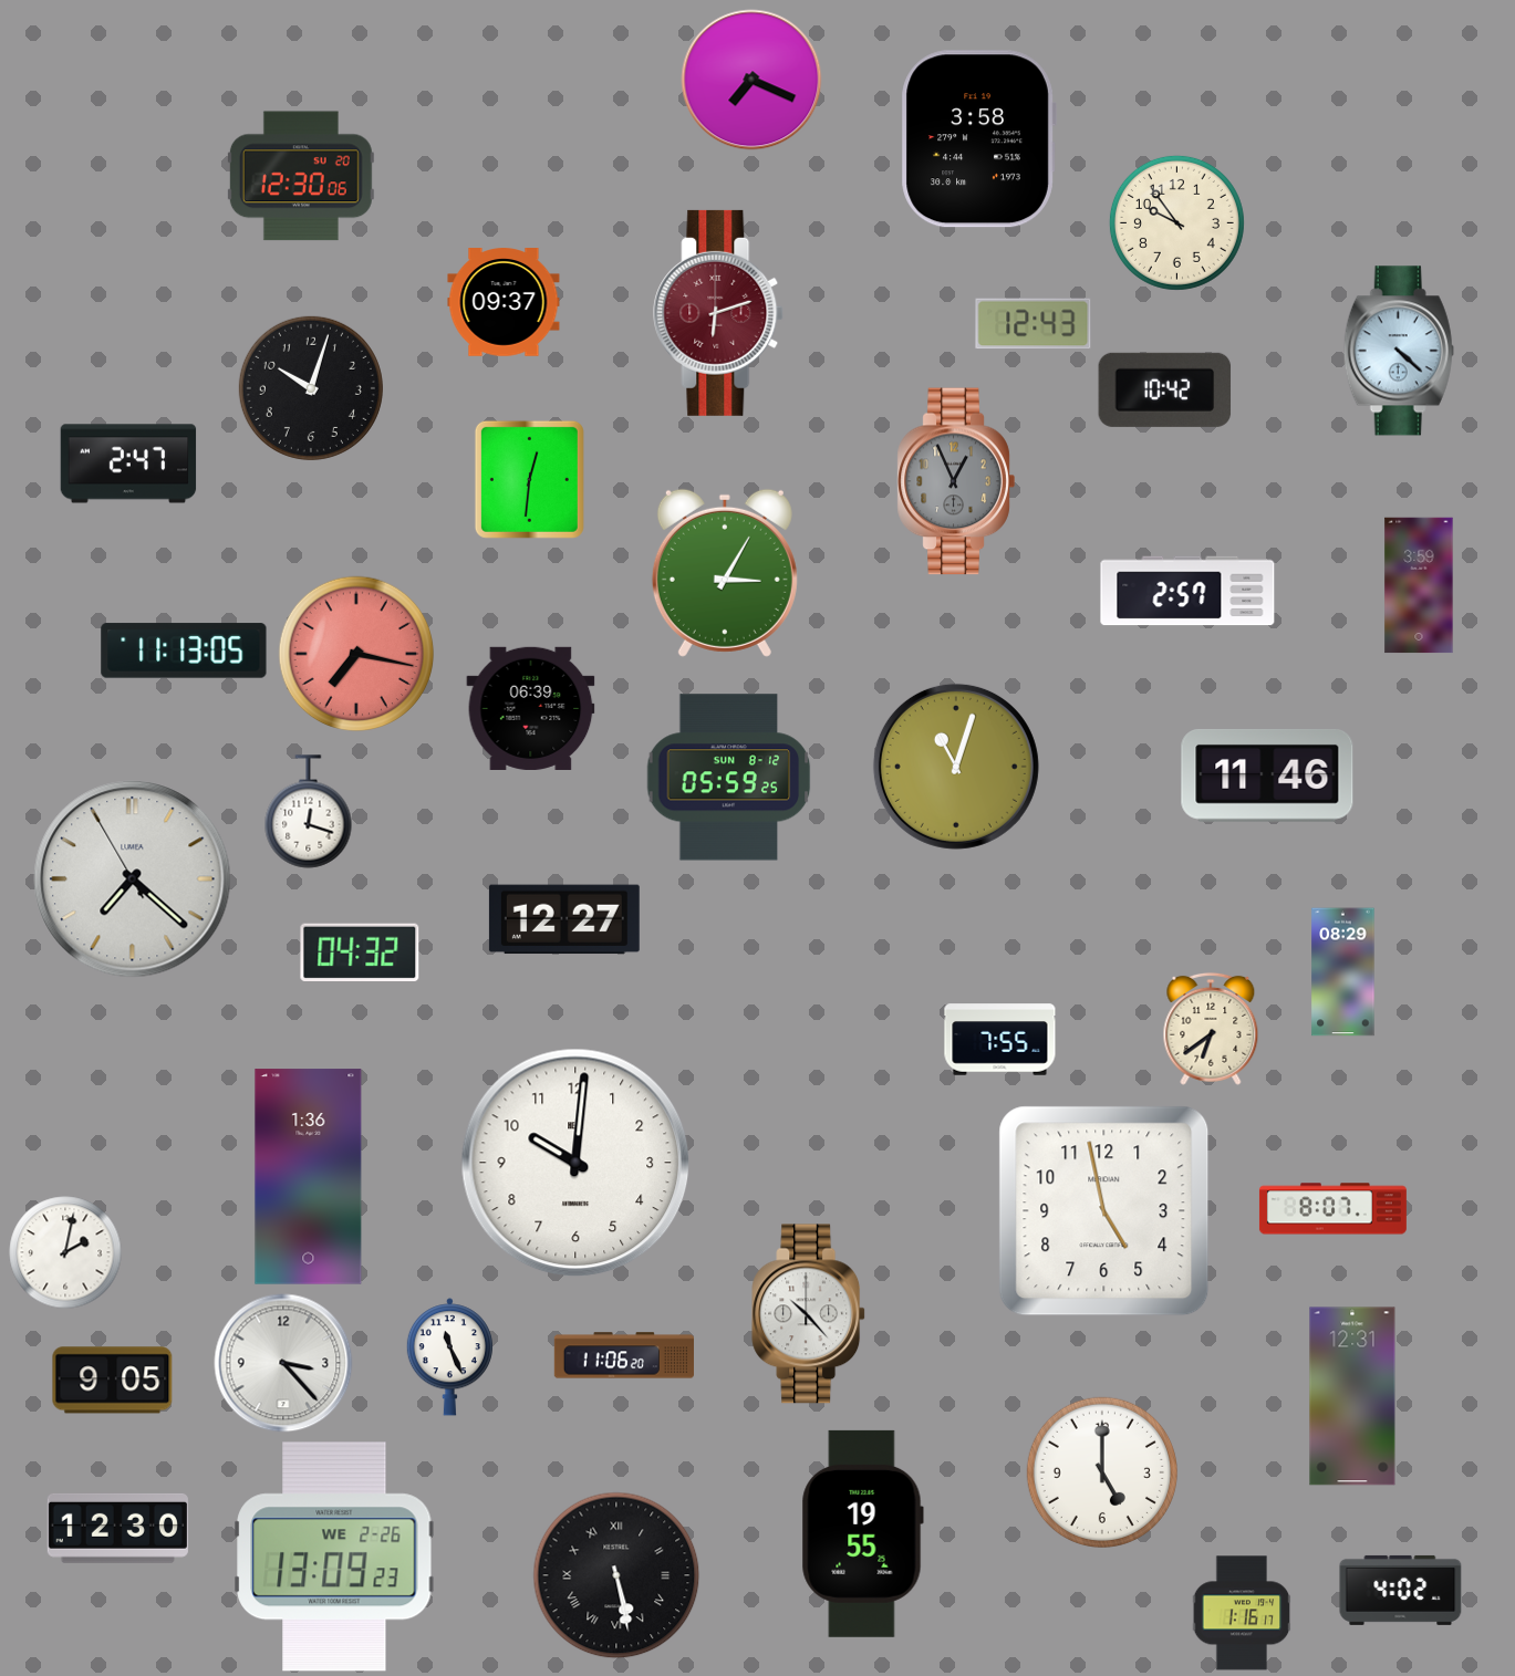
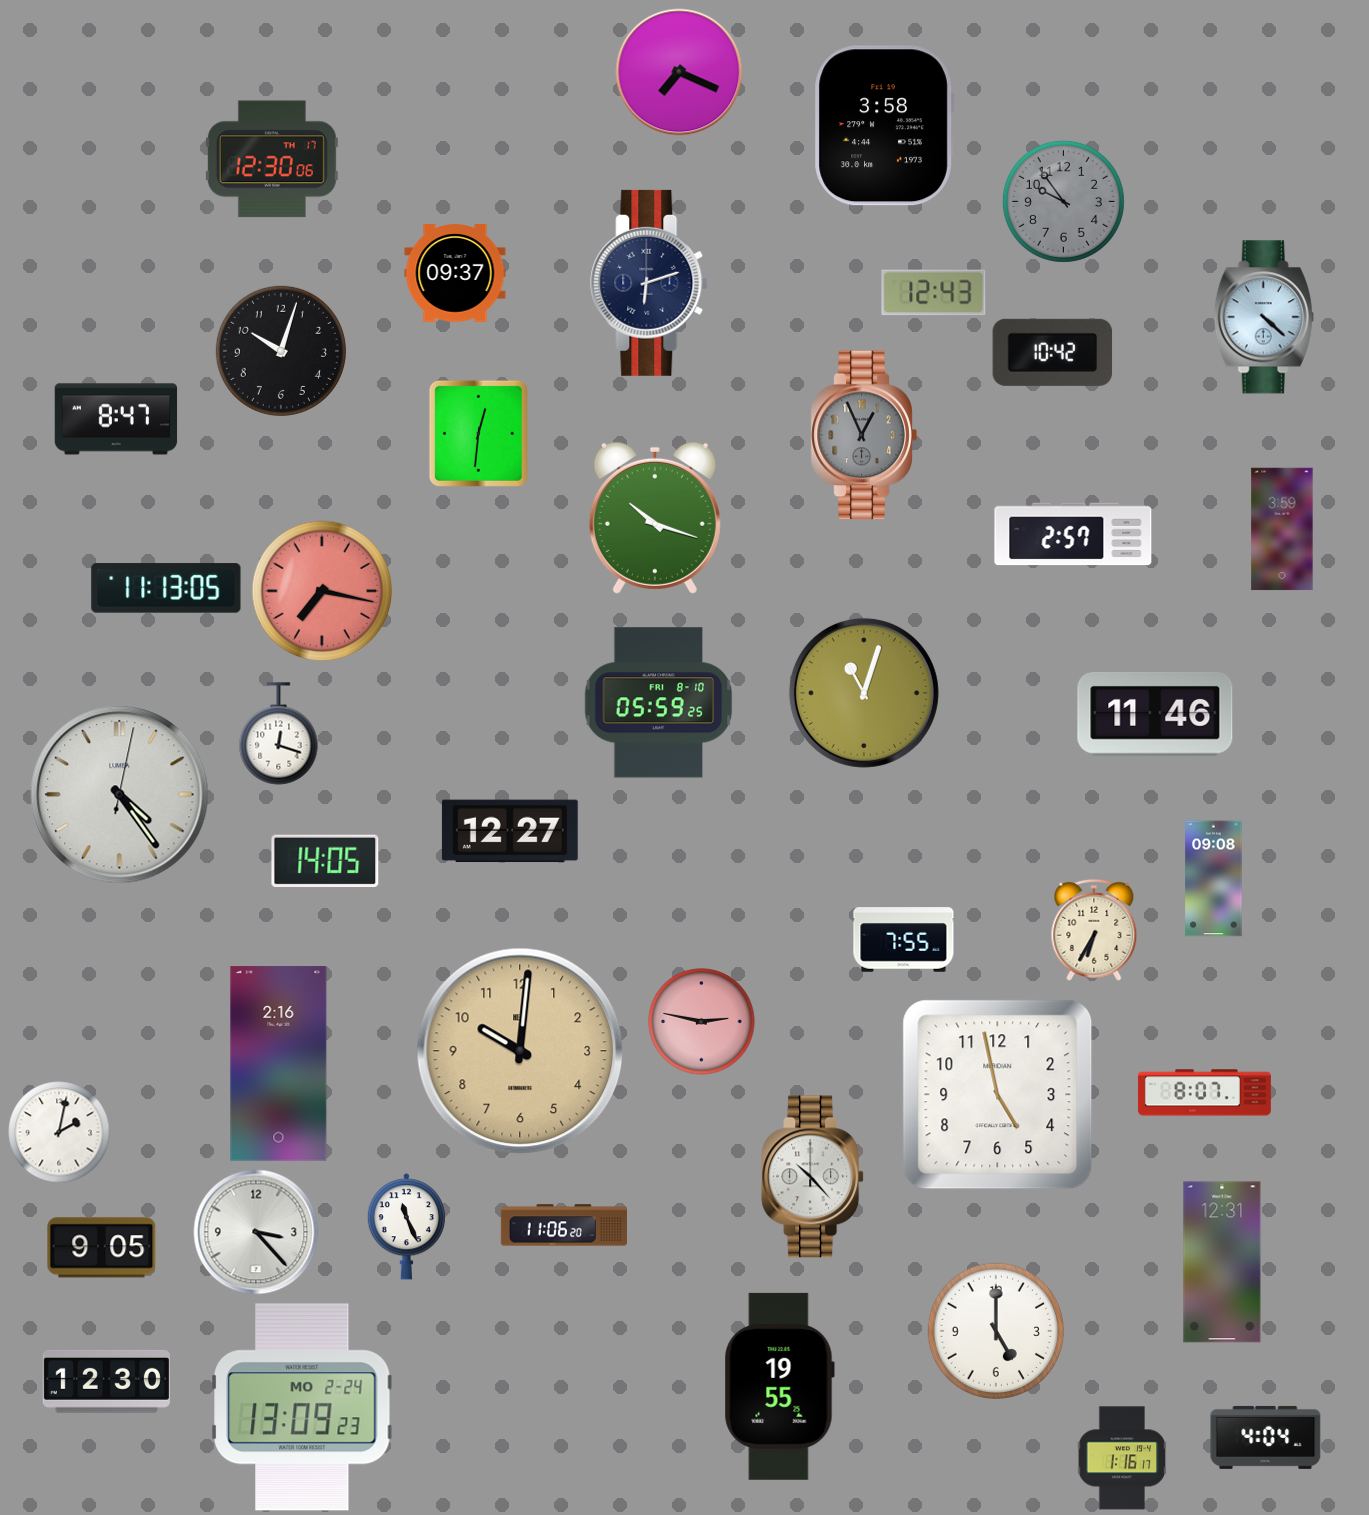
clock at (301, 176) date: SU 20 -> TH 17
clock at (1176, 222) dial: cream -> grey
clock at (719, 313) dial: burgundy -> navy
clock at (128, 464): 2:47 -> 8:47
clock at (725, 573): 3:05 -> 10:18
clock at (531, 708): 06:39 -> none
clock at (1267, 775) position: (1267, 775) -> (1155, 714)
clock at (729, 778) date: SUN 8-12 -> FRI 8-10
clock at (133, 879): 7:21 -> 4:24
clock at (360, 952): 04:32 -> 14:05
clock at (1343, 972): 08:29 -> 09:08
clock at (1211, 1029): 6:39 -> 6:35
clock at (702, 1022): none -> 2:47
clock at (575, 1163) dial: white -> champagne
clock at (309, 1177): 1:36 -> 2:16
clock at (809, 1314) position: (809, 1314) -> (813, 1177)
clock at (334, 1557) date: WE 2-26 -> MO 2-24
clock at (616, 1575): 5:28 -> none
clock at (1401, 1590): 4:02 -> 4:04
